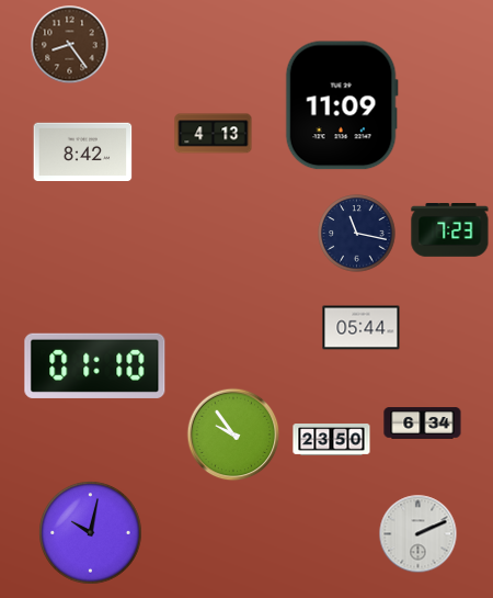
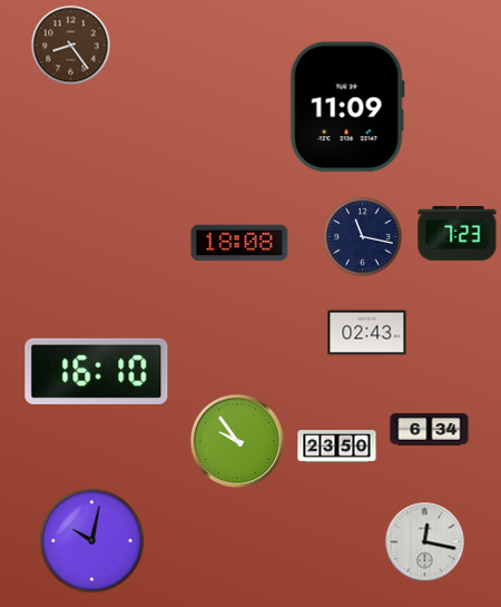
clock at (214, 134): 4:13 -> none
clock at (83, 153): 8:42 -> none
clock at (239, 243): none -> 18:08
clock at (362, 328): 05:44 -> 02:43
clock at (95, 365): 01:10 -> 16:10
clock at (419, 534): 2:11 -> 12:17
